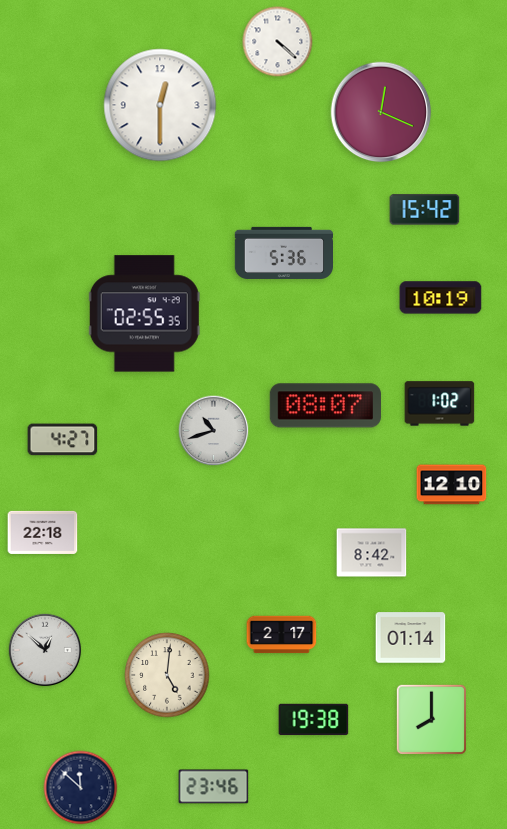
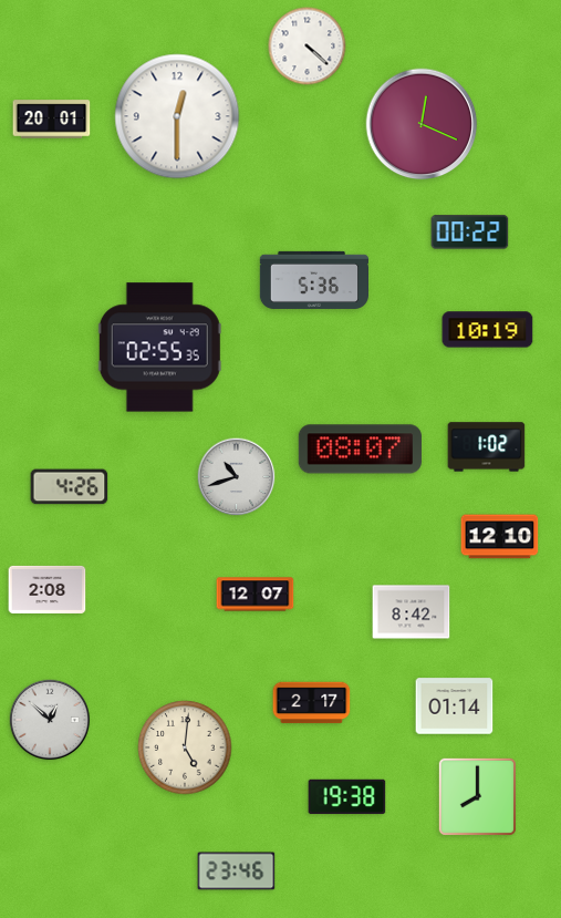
clock at (52, 120): none -> 20:01
clock at (425, 210): 15:42 -> 00:22
clock at (63, 440): 4:27 -> 4:26
clock at (43, 532): 22:18 -> 2:08
clock at (256, 595): none -> 12:07
clock at (81, 788): 11:52 -> none
